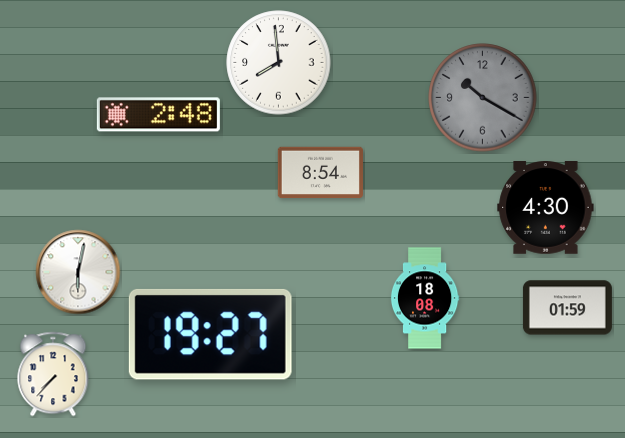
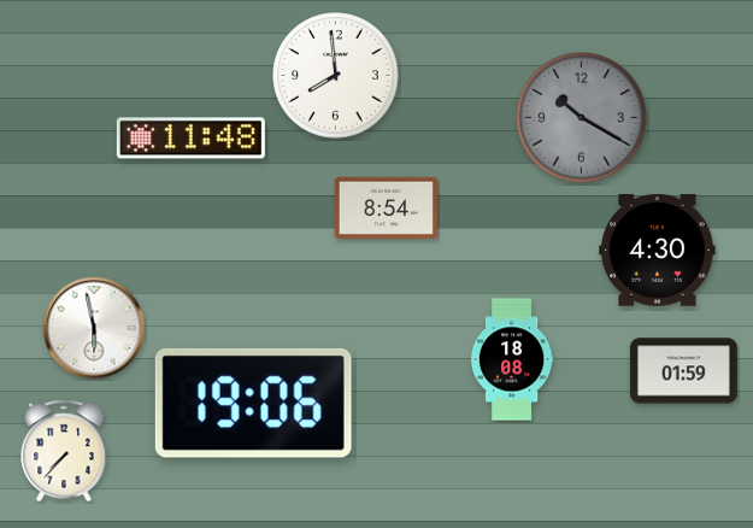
clock at (158, 115): 2:48 -> 11:48
clock at (78, 272): 6:02 -> 5:58
clock at (210, 334): 19:27 -> 19:06
